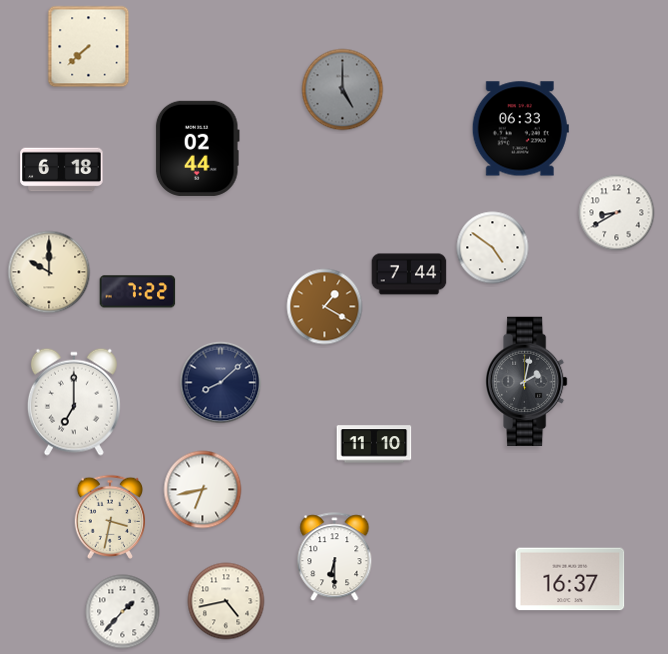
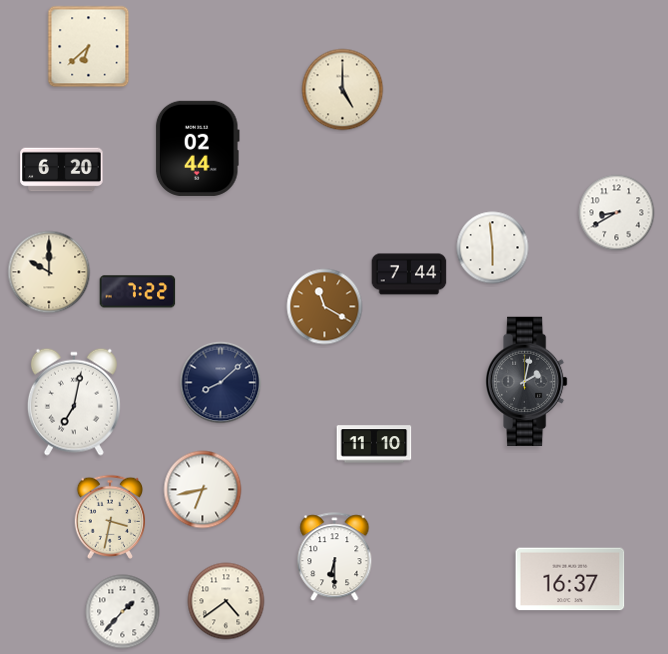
clock at (89, 47): 7:38 -> 6:38
clock at (343, 90) dial: grey -> cream
clock at (520, 129): 06:33 -> none
clock at (62, 170): 6:18 -> 6:20
clock at (493, 248): 4:51 -> 5:59
clock at (325, 307): 1:20 -> 11:20
clock at (74, 402): 7:00 -> 7:02
clock at (226, 601): 4:43 -> 4:39
